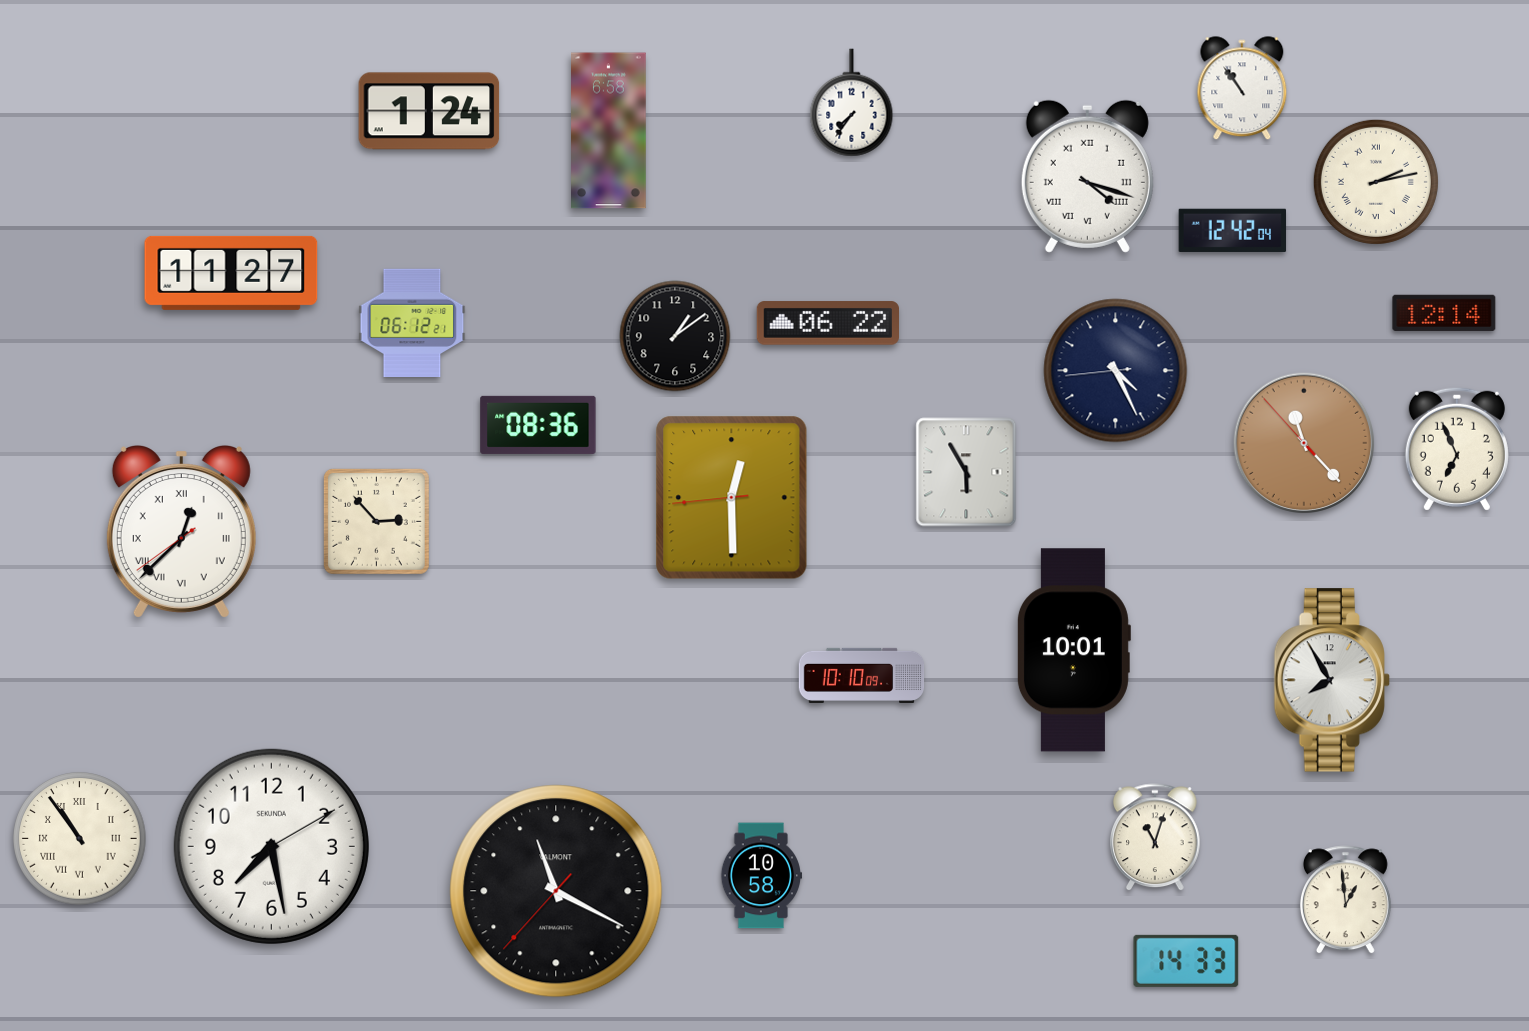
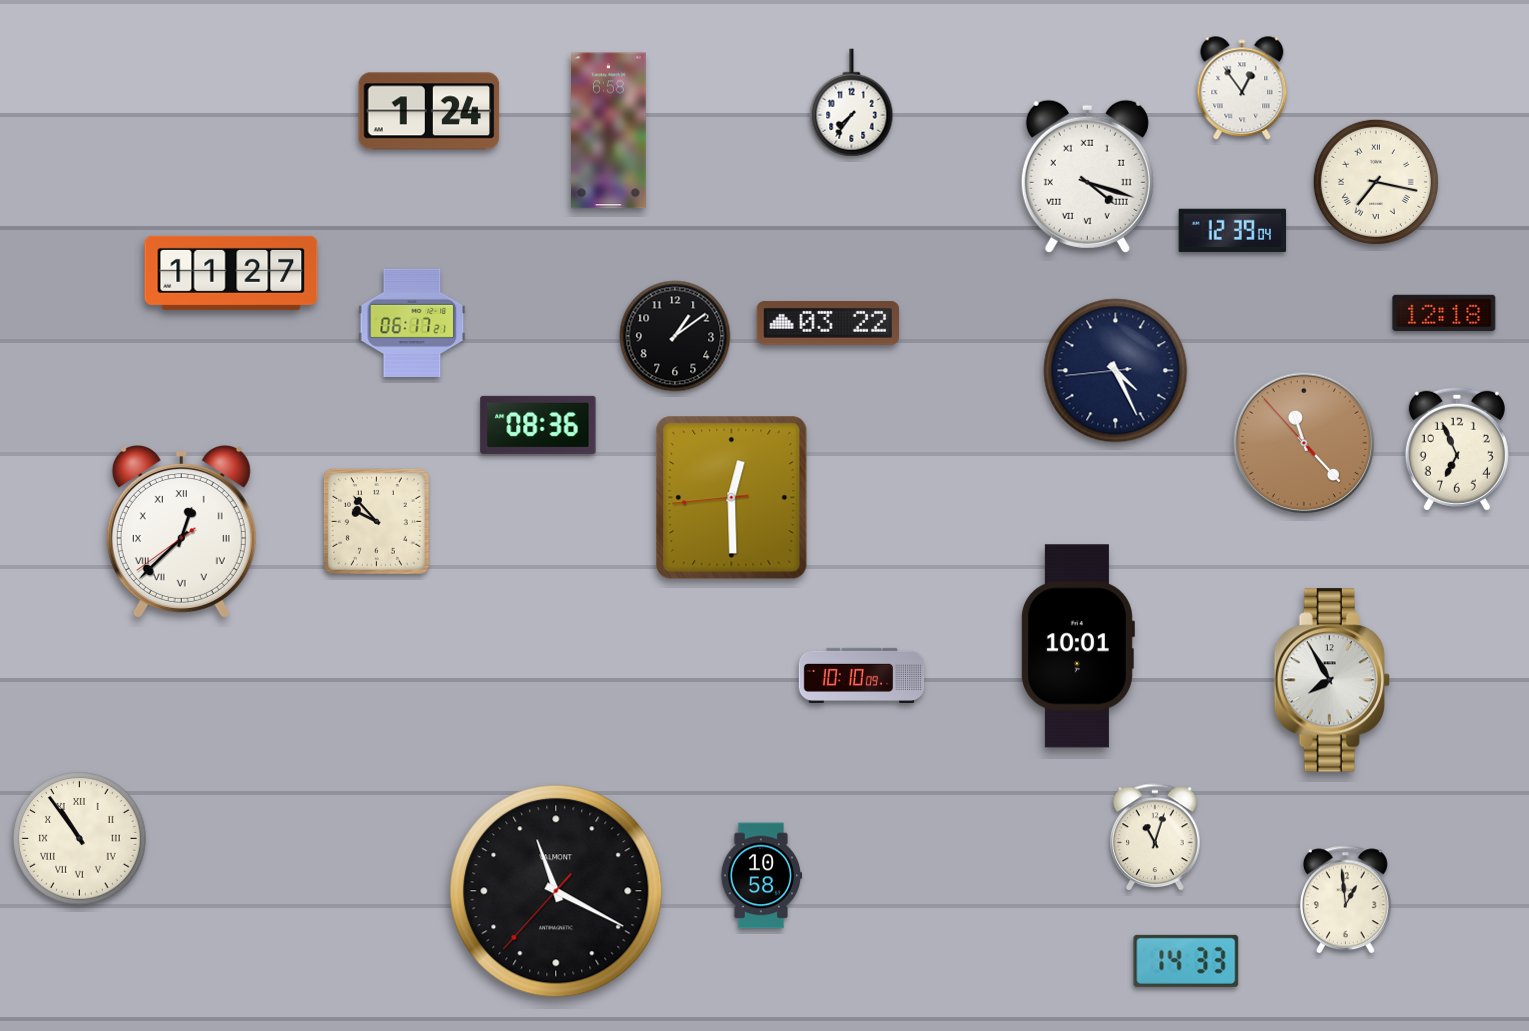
clock at (1242, 89): 10:54 -> 12:54
clock at (1376, 182): 2:13 -> 7:17
clock at (1233, 230): 12:42 -> 12:39
clock at (1444, 313): 12:14 -> 12:18
clock at (412, 322): 06:12 -> 06:17
clock at (827, 323): 06:22 -> 03:22
clock at (966, 472): 5:55 -> none
clock at (376, 521): 2:53 -> 9:53
clock at (1073, 650) position: (1073, 650) -> (1077, 646)
clock at (271, 846): 7:28 -> none
